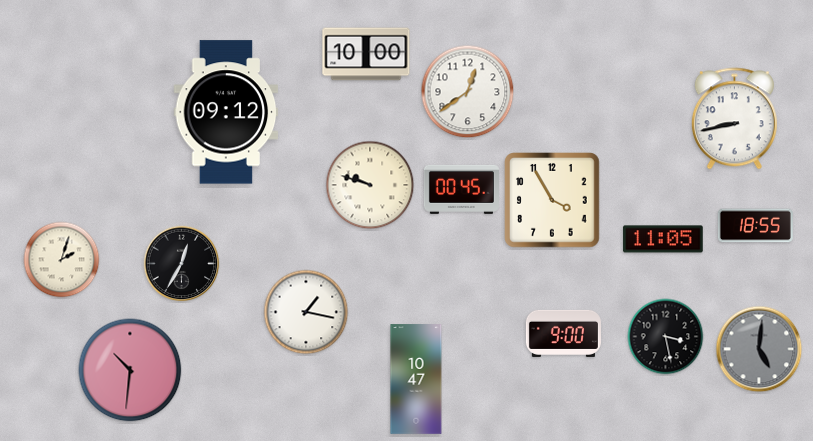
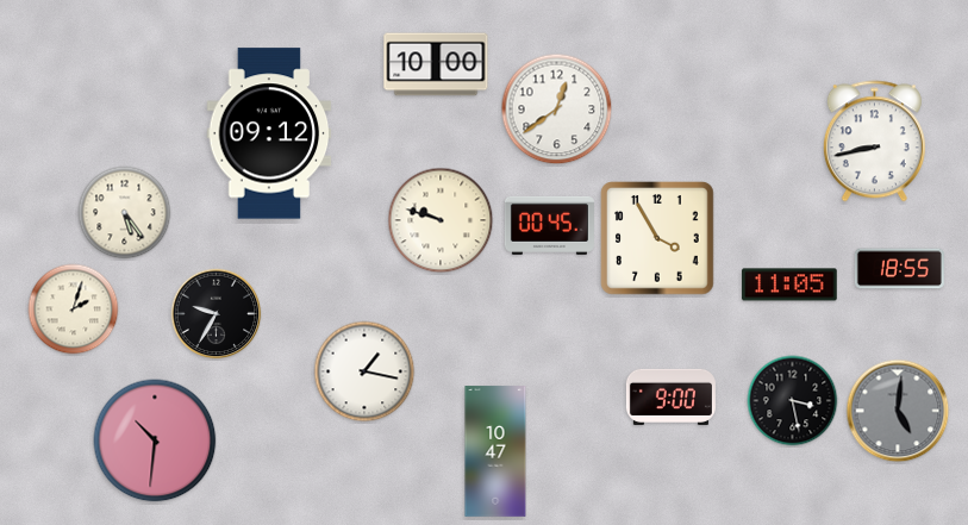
clock at (125, 213): none -> 5:24
clock at (182, 264): 12:35 -> 9:35
clock at (759, 349) position: (759, 349) -> (898, 411)
